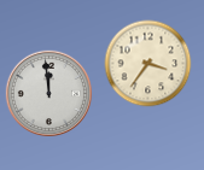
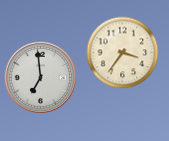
clock at (48, 93): 11:59 -> 6:59
